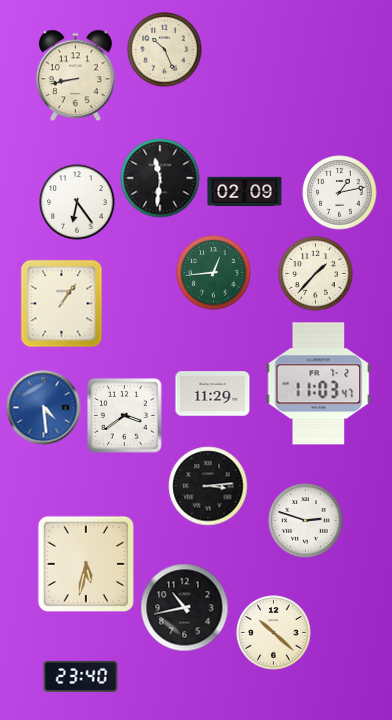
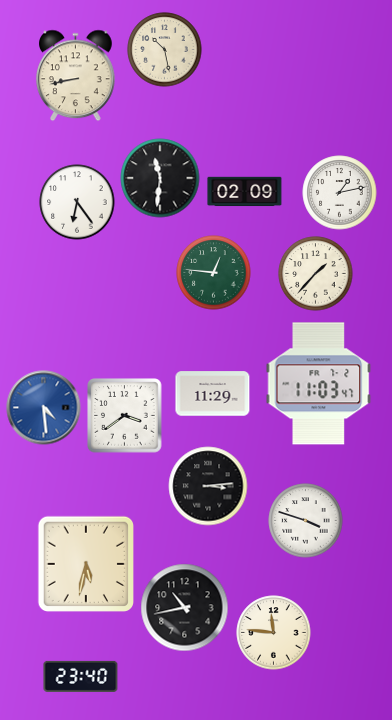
clock at (165, 50): 10:26 -> 10:28
clock at (214, 273): 12:44 -> 12:46
clock at (62, 304): 1:06 -> none
clock at (306, 521): 2:48 -> 3:48
clock at (274, 633): 10:22 -> 11:46
